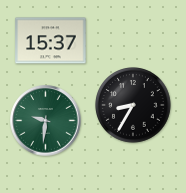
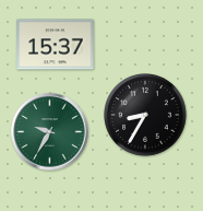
clock at (46, 121): 9:31 -> 9:35
